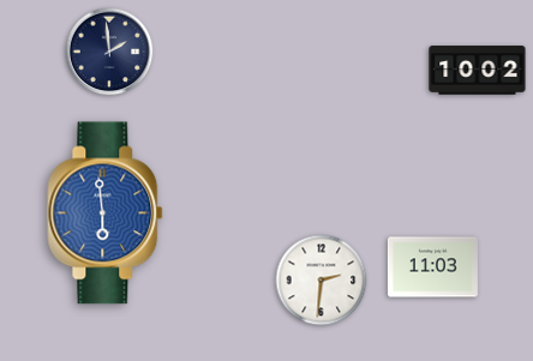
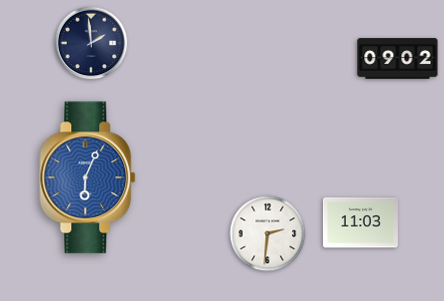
clock at (478, 71): 10:02 -> 09:02
clock at (106, 213): 5:59 -> 6:04
